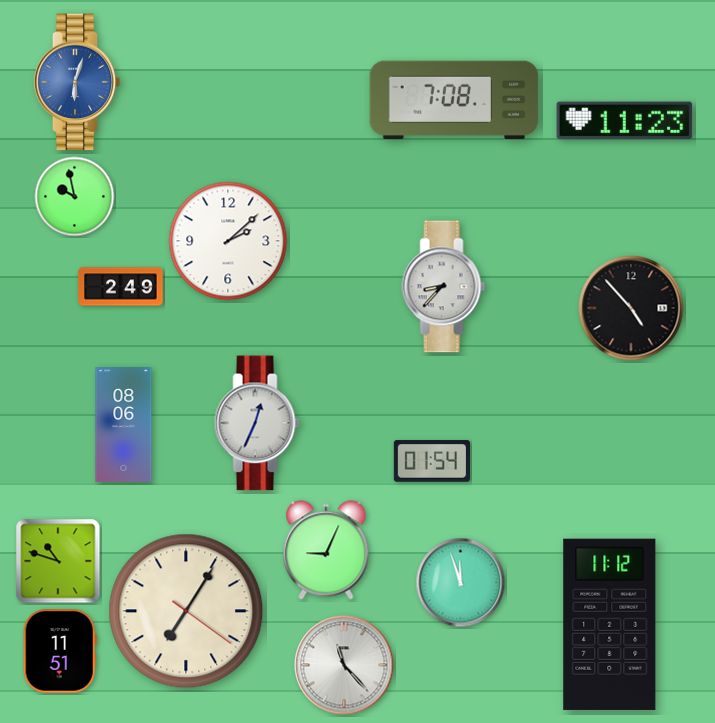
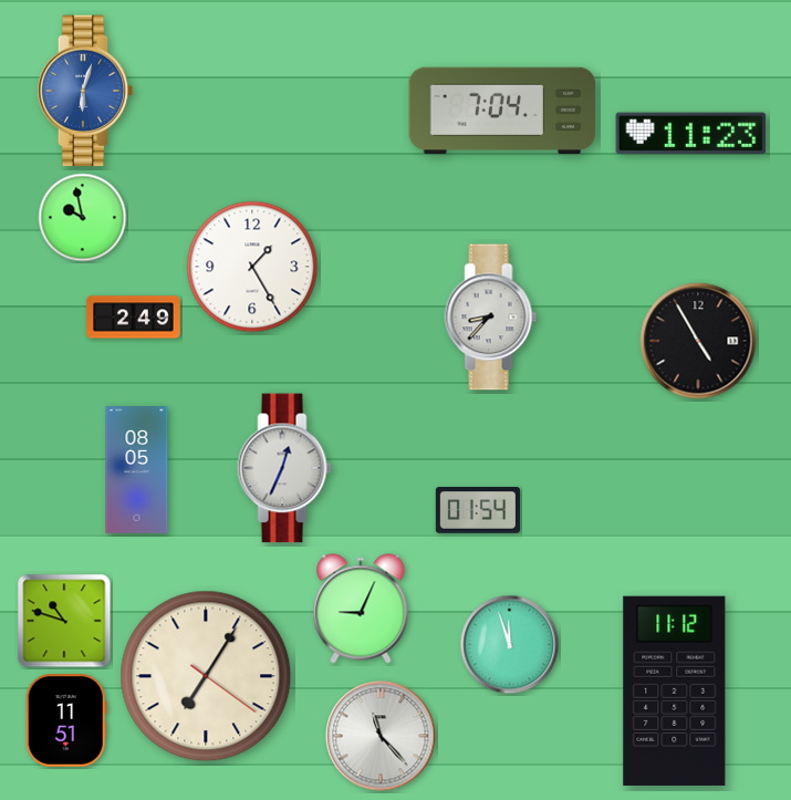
clock at (454, 100): 7:08 -> 7:04
clock at (228, 241): 2:08 -> 1:25
clock at (631, 308): 4:53 -> 4:55
clock at (124, 425): 08:06 -> 08:05
